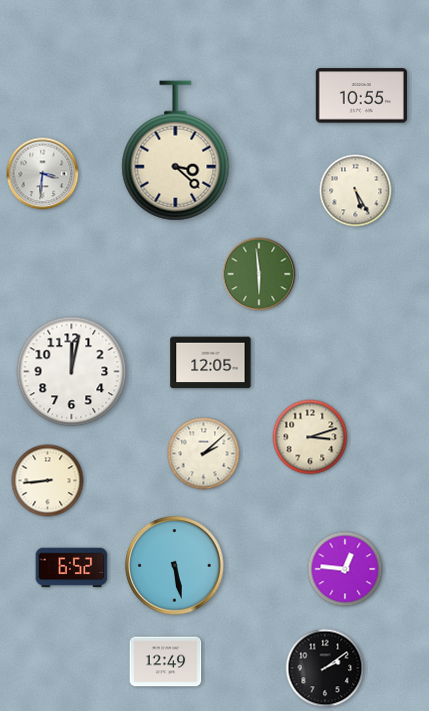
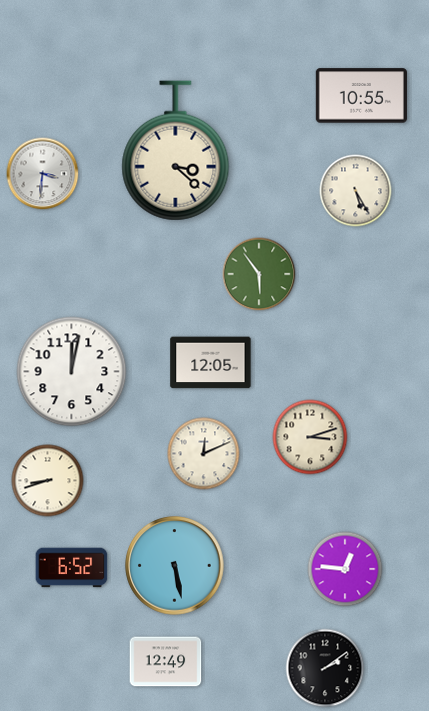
clock at (259, 274): 5:59 -> 5:54
clock at (204, 454): 2:08 -> 12:11
clock at (48, 481): 8:44 -> 8:42
